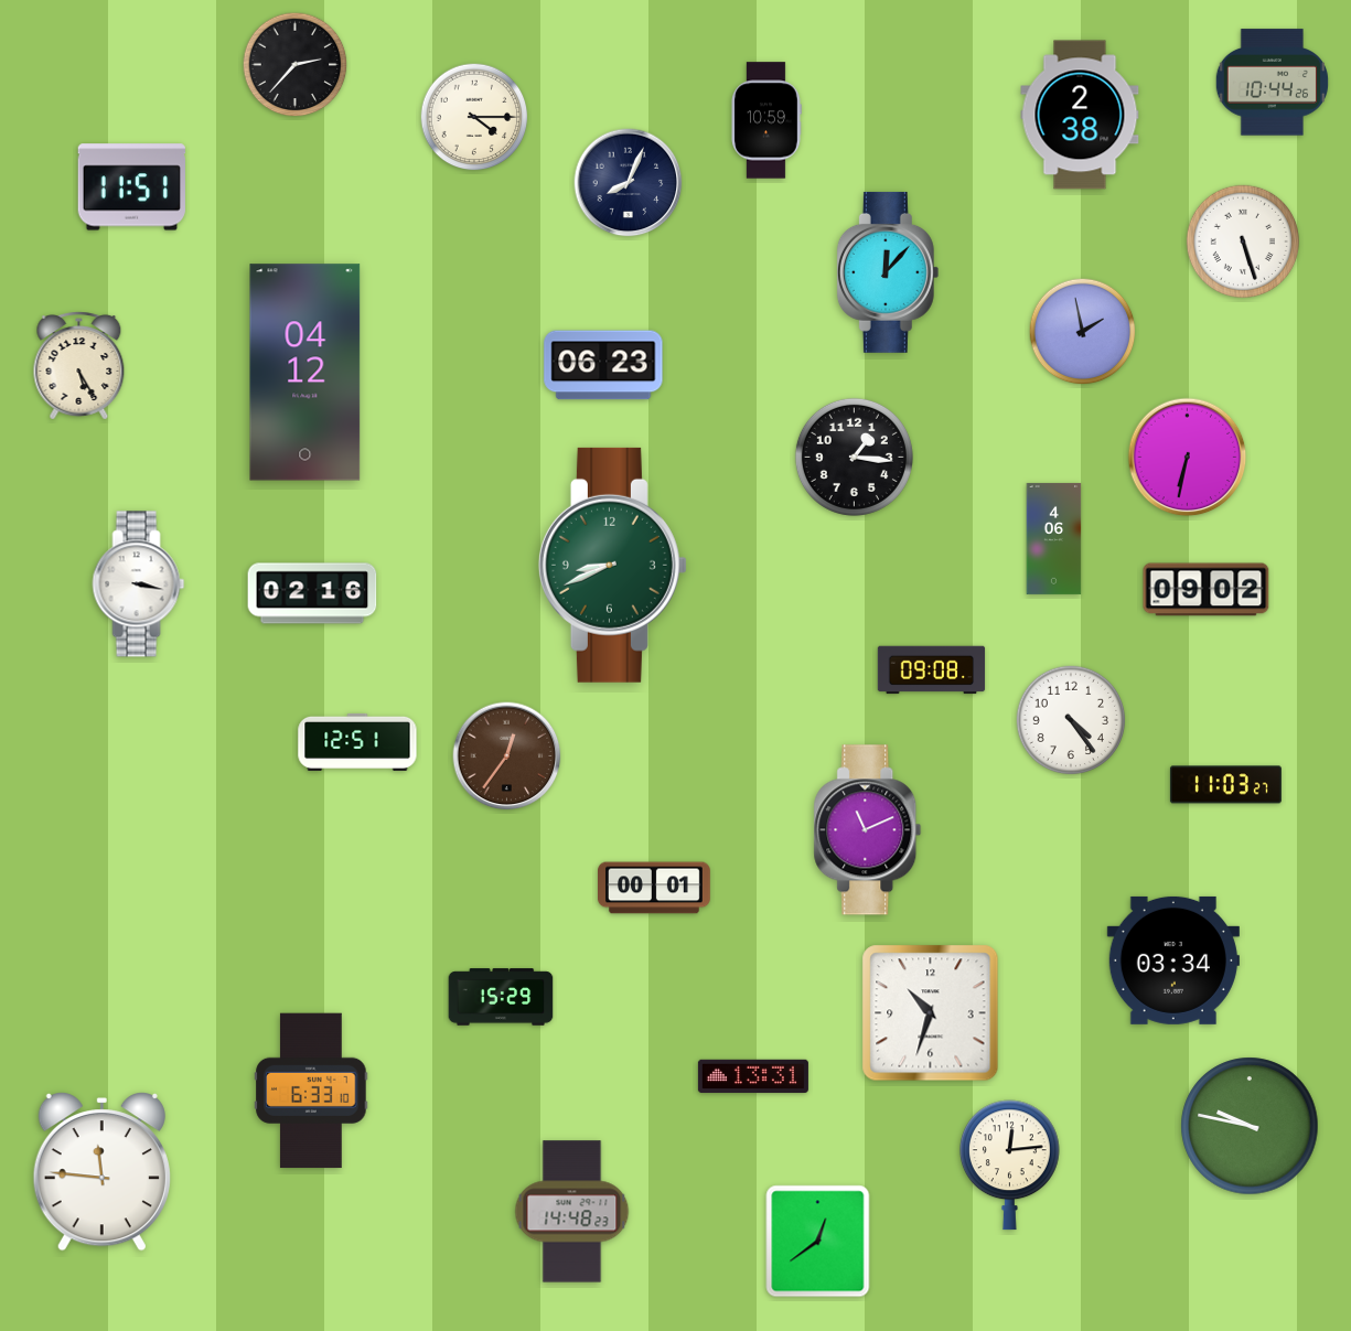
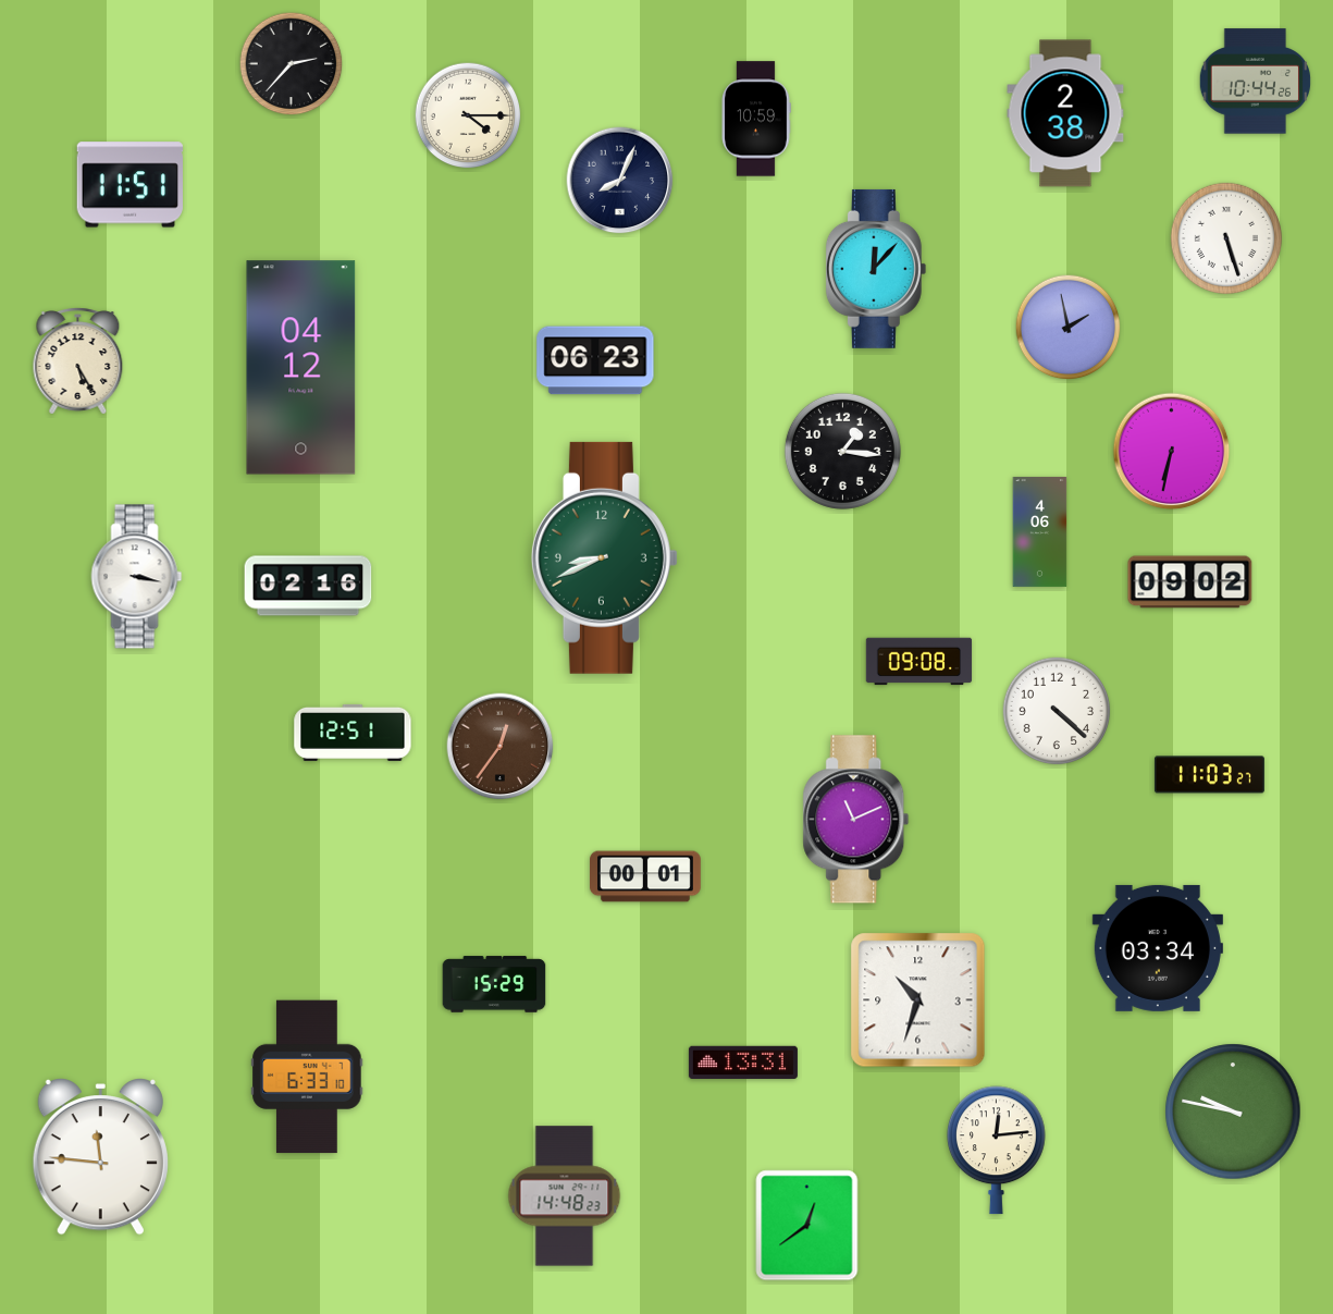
clock at (1071, 720): 4:24 -> 4:22
